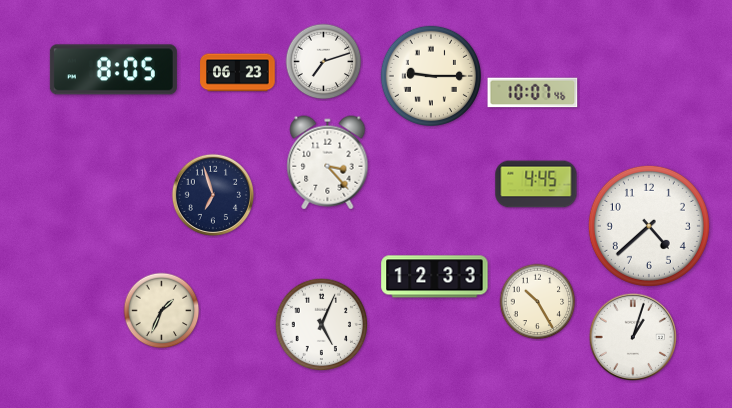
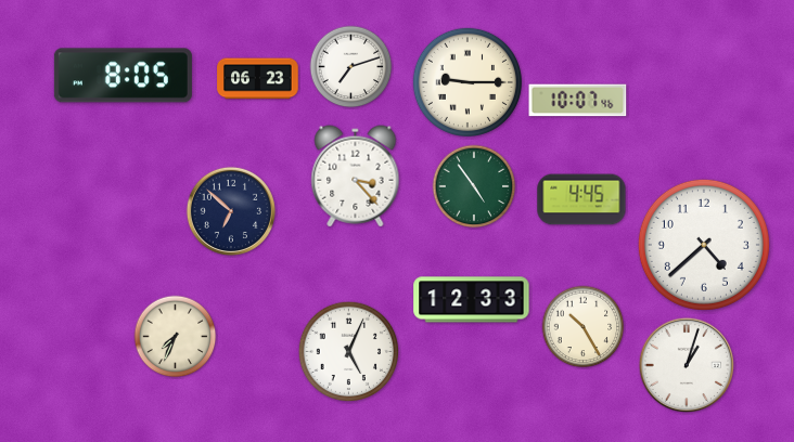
clock at (474, 186): none -> 4:54
clock at (213, 195): 6:57 -> 6:52
clock at (162, 311): 1:34 -> 7:34
